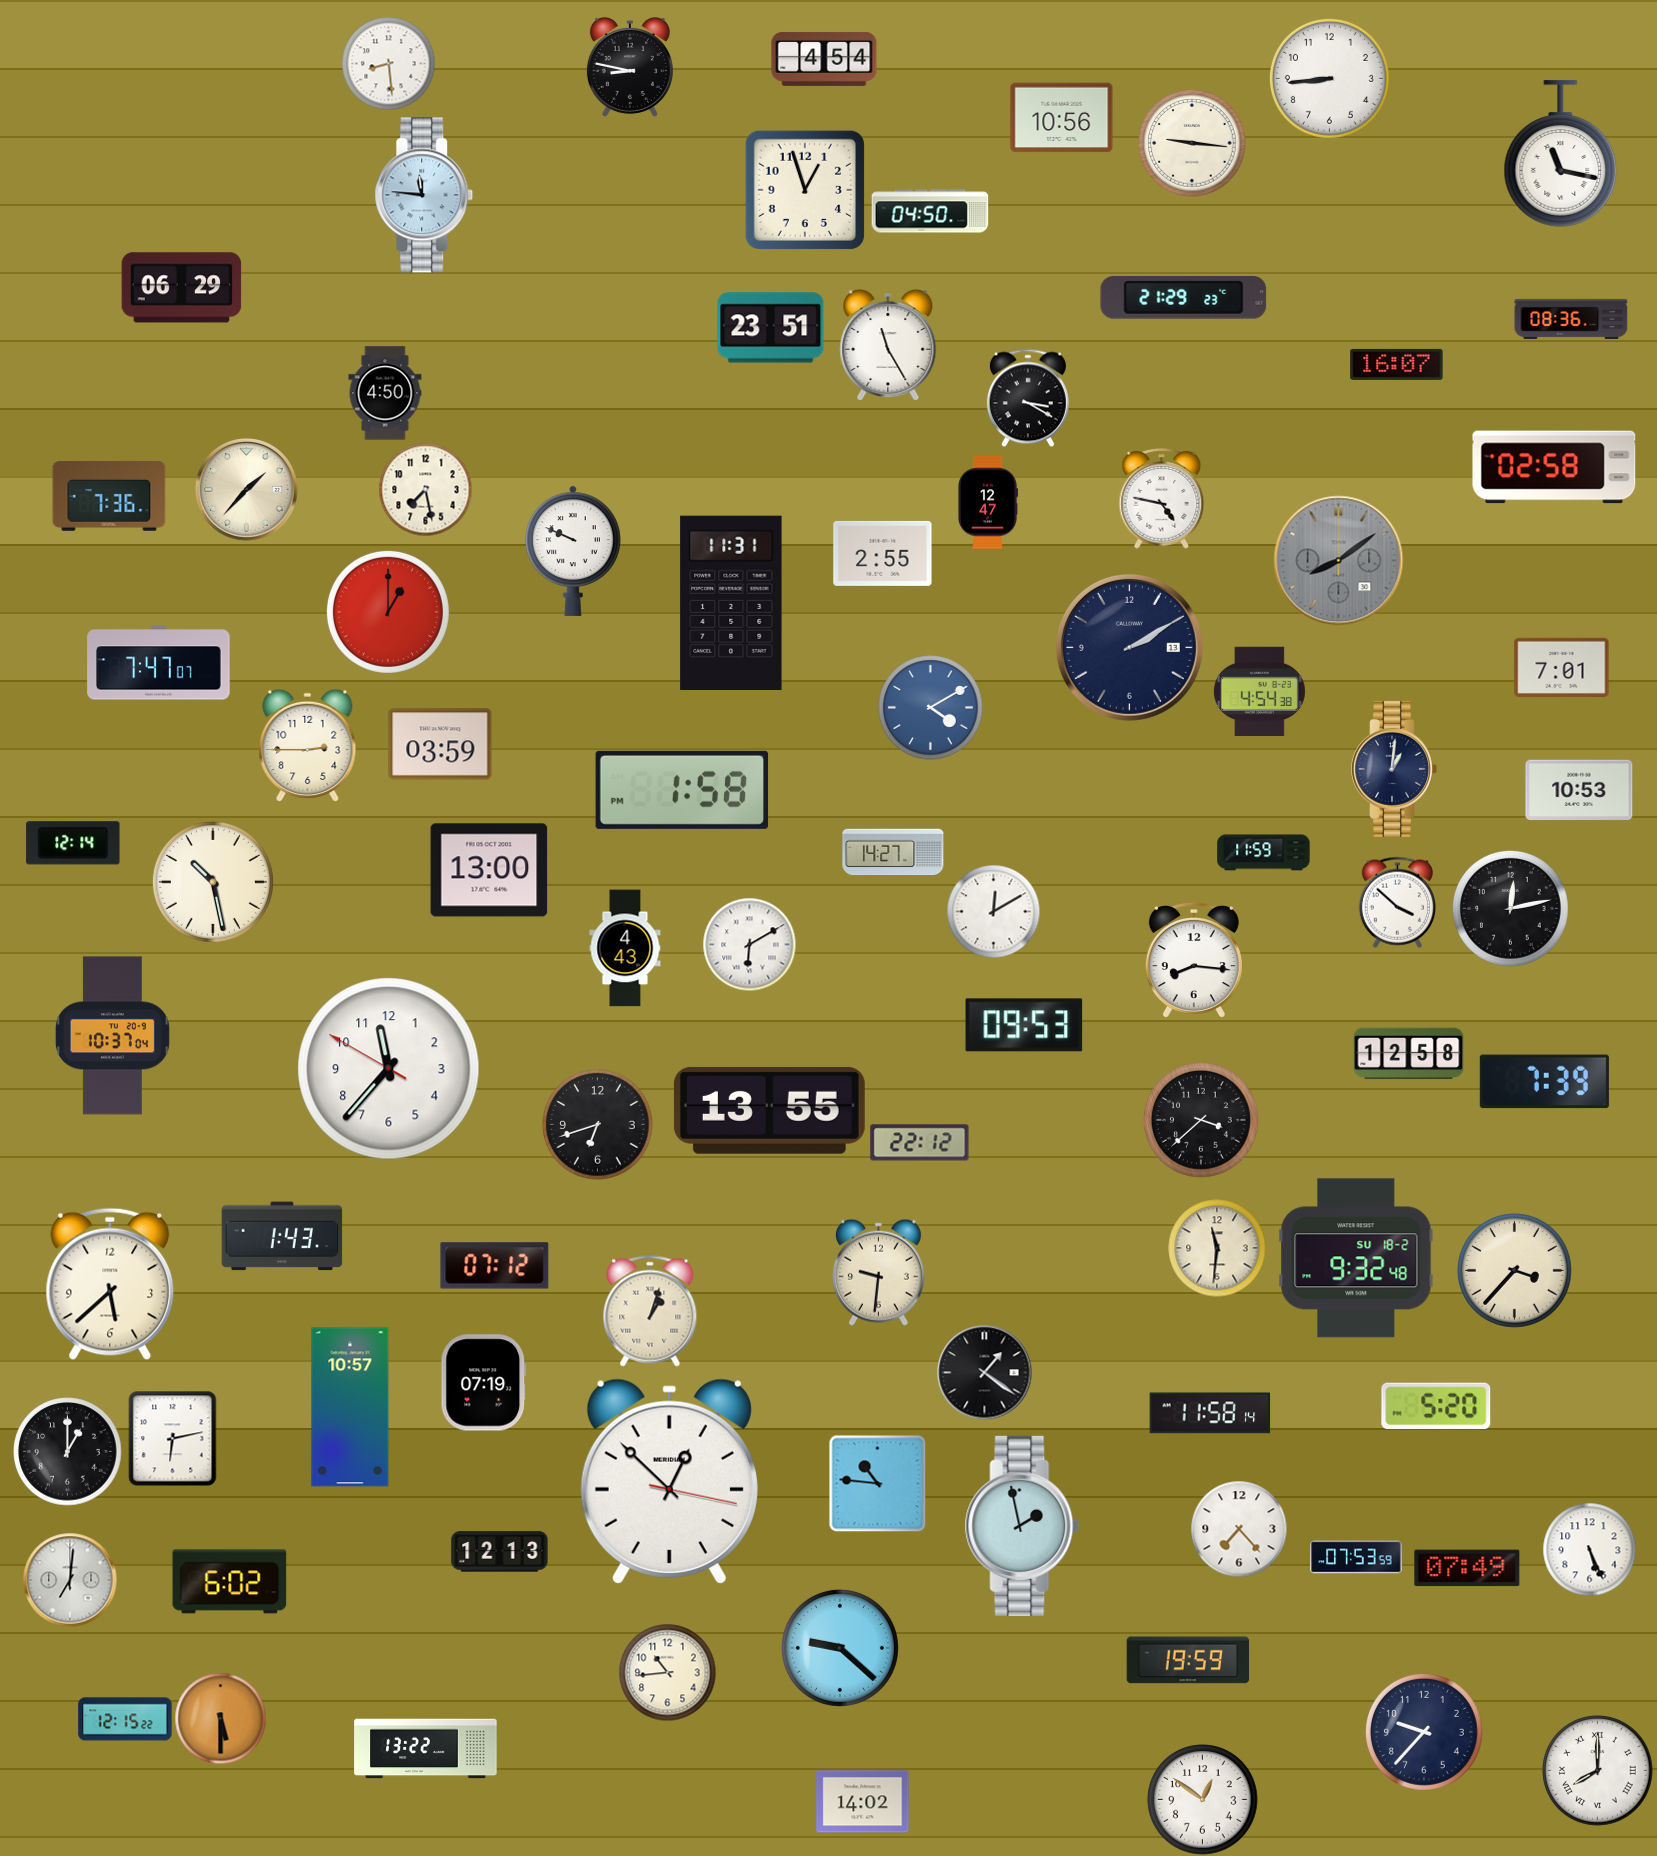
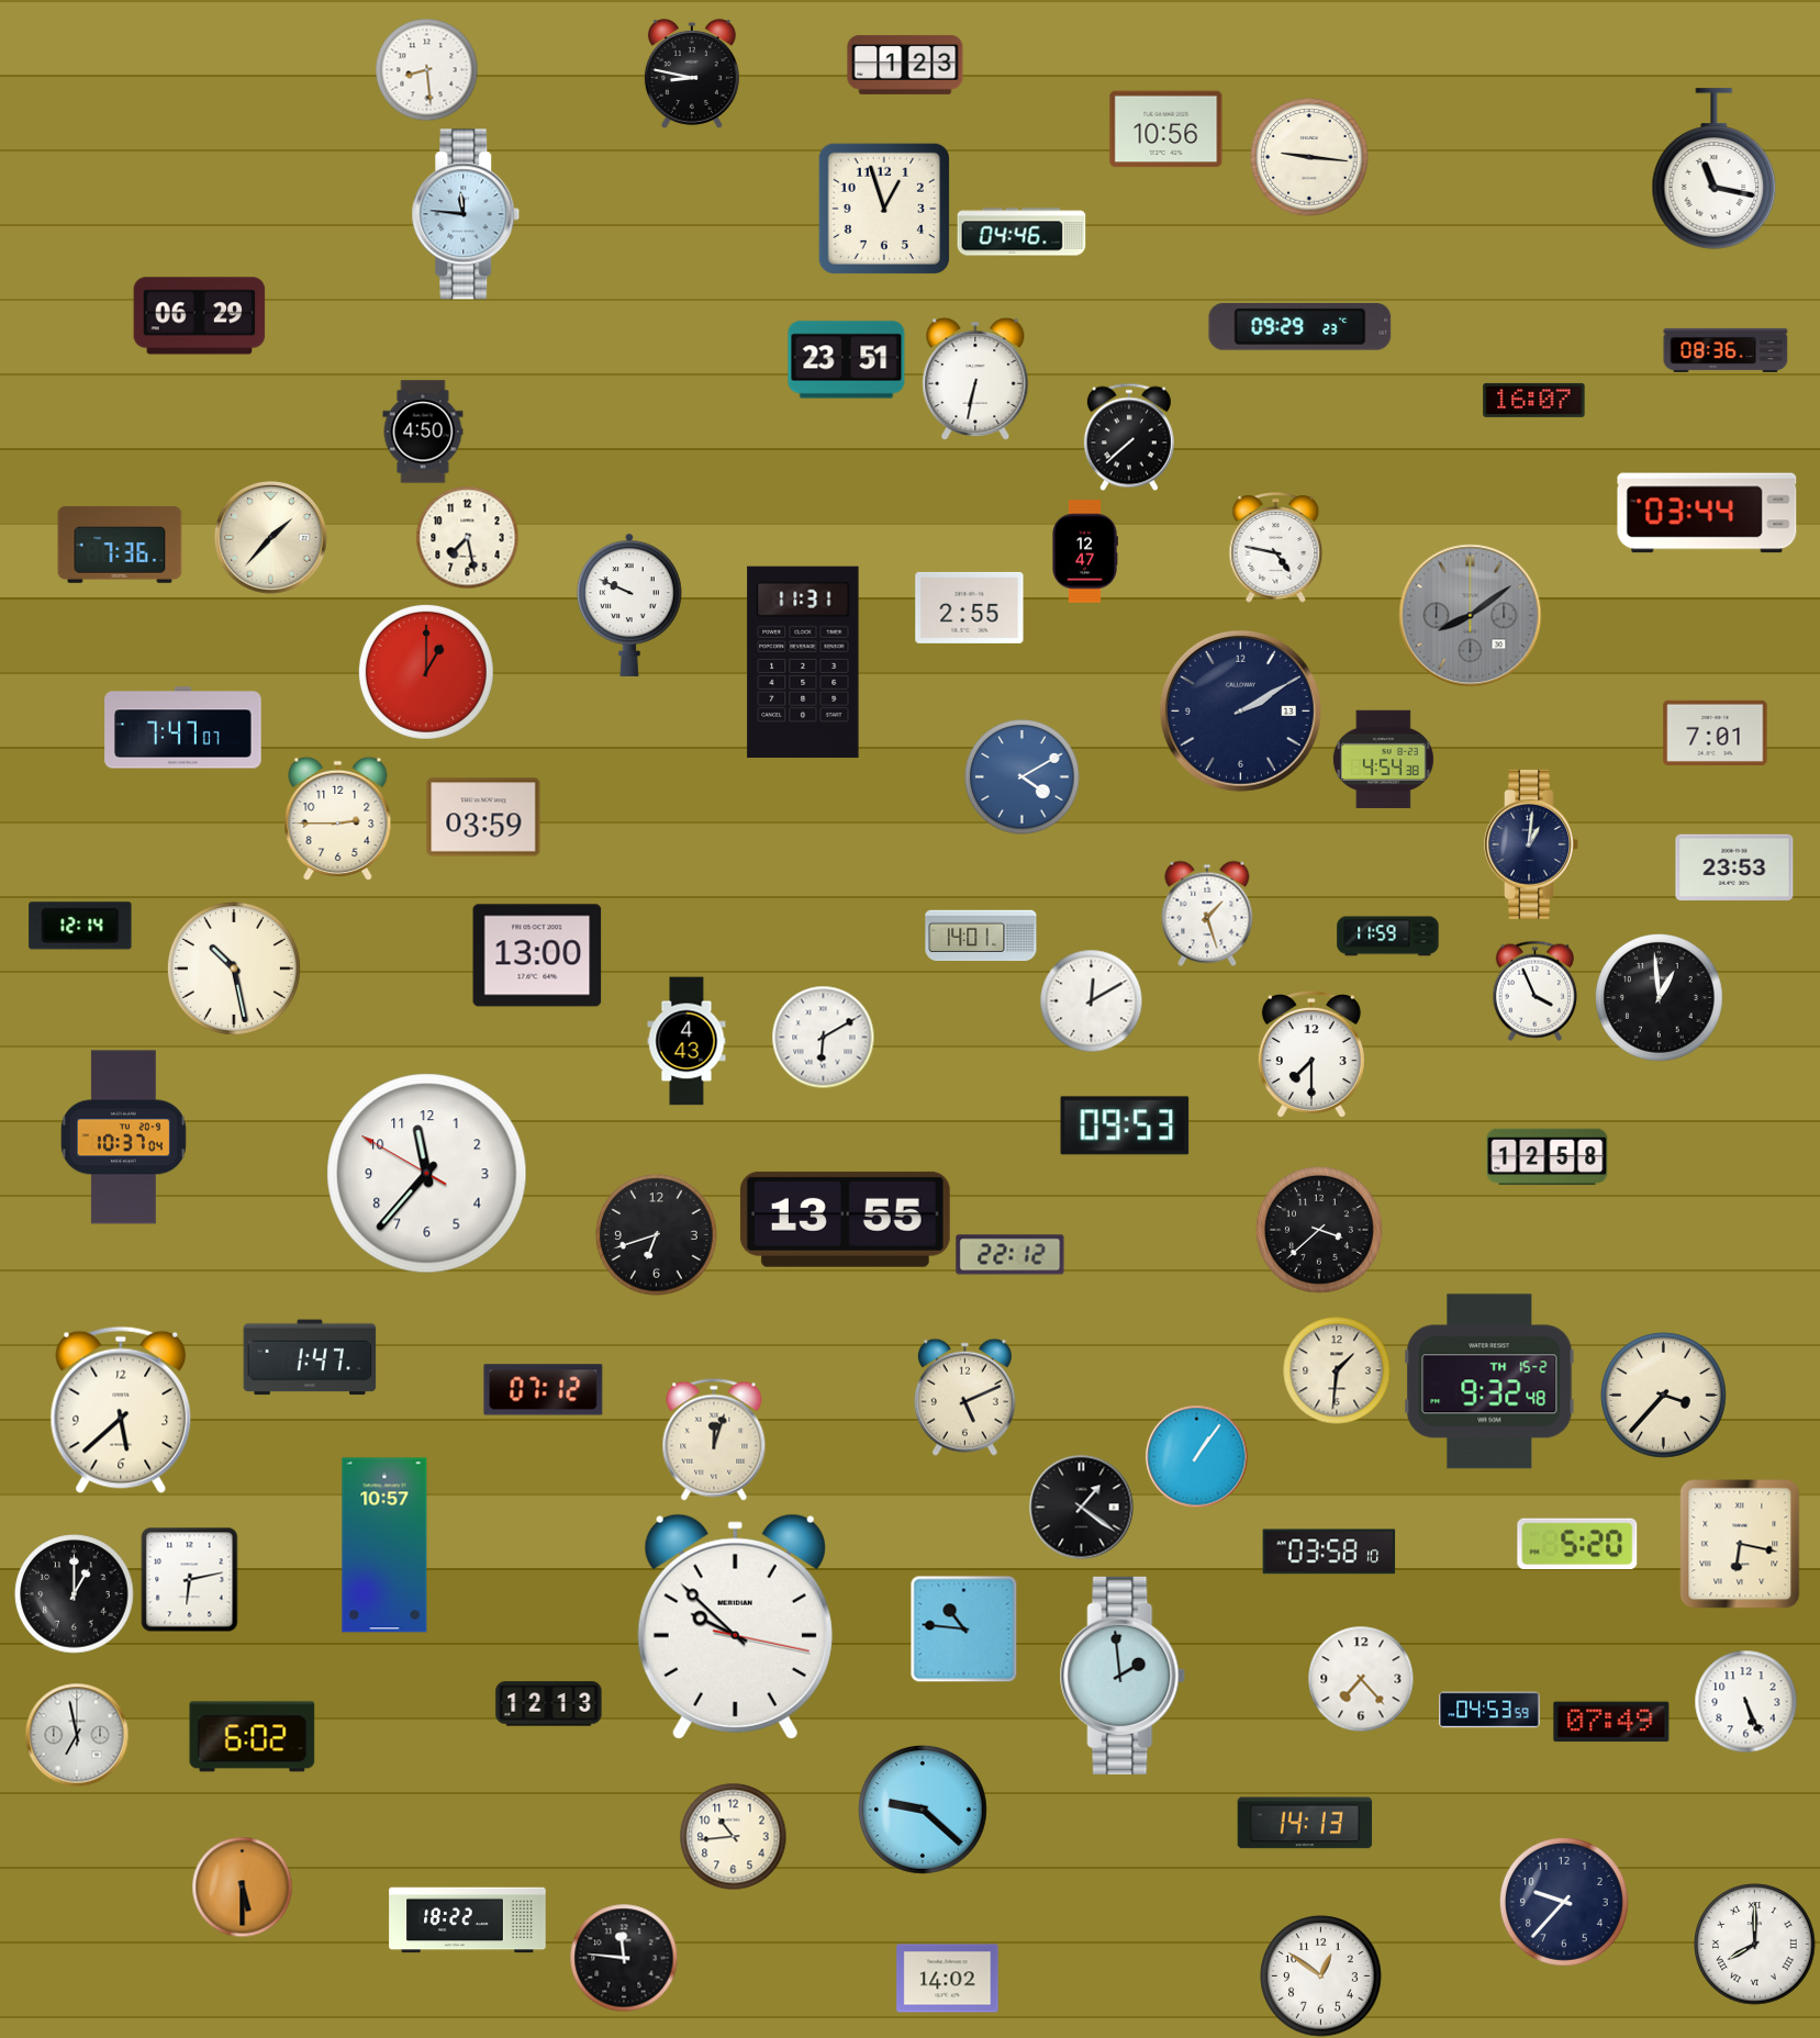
clock at (824, 59): 4:54 -> 1:23
clock at (1329, 78): 8:44 -> none
clock at (930, 211): 04:50 -> 04:46
clock at (1184, 298): 21:29 -> 09:29
clock at (888, 344): 11:25 -> 6:32
clock at (1028, 398): 3:20 -> 7:38
clock at (1554, 467): 02:58 -> 03:44
clock at (159, 663) position: (159, 663) -> (183, 728)
clock at (682, 790): 1:58 -> none
clock at (1579, 790): 10:53 -> 23:53
clock at (1207, 914): none -> 1:27
clock at (893, 852): 14:27 -> 14:01
clock at (1397, 902): 3:52 -> 3:56
clock at (1510, 908): 12:13 -> 12:59
clock at (1194, 960): 8:16 -> 7:30
clock at (1544, 1082): 7:39 -> none
clock at (282, 1236): 1:43 -> 1:47
clock at (1217, 1248): 11:31 -> 1:31
clock at (1356, 1258) date: SU 18-2 -> TH 15-2
clock at (878, 1272): 9:31 -> 5:11
clock at (650, 1311): 1:03 -> 12:03
clock at (1196, 1456): none -> 1:06
clock at (484, 1383): 07:19 -> none
clock at (1740, 1544): none -> 6:17
clock at (1210, 1413): 11:58 -> 03:58
clock at (669, 1481): 12:52 -> 9:52
clock at (1022, 1526): 1:58 -> 1:59
clock at (1356, 1557): 07:53 -> 04:53
clock at (70, 1580): 7:01 -> 6:58
clock at (1188, 1660): 19:59 -> 14:13
clock at (125, 1719): 12:15 -> none
clock at (426, 1749): 13:22 -> 18:22
clock at (624, 1958): none -> 11:46
